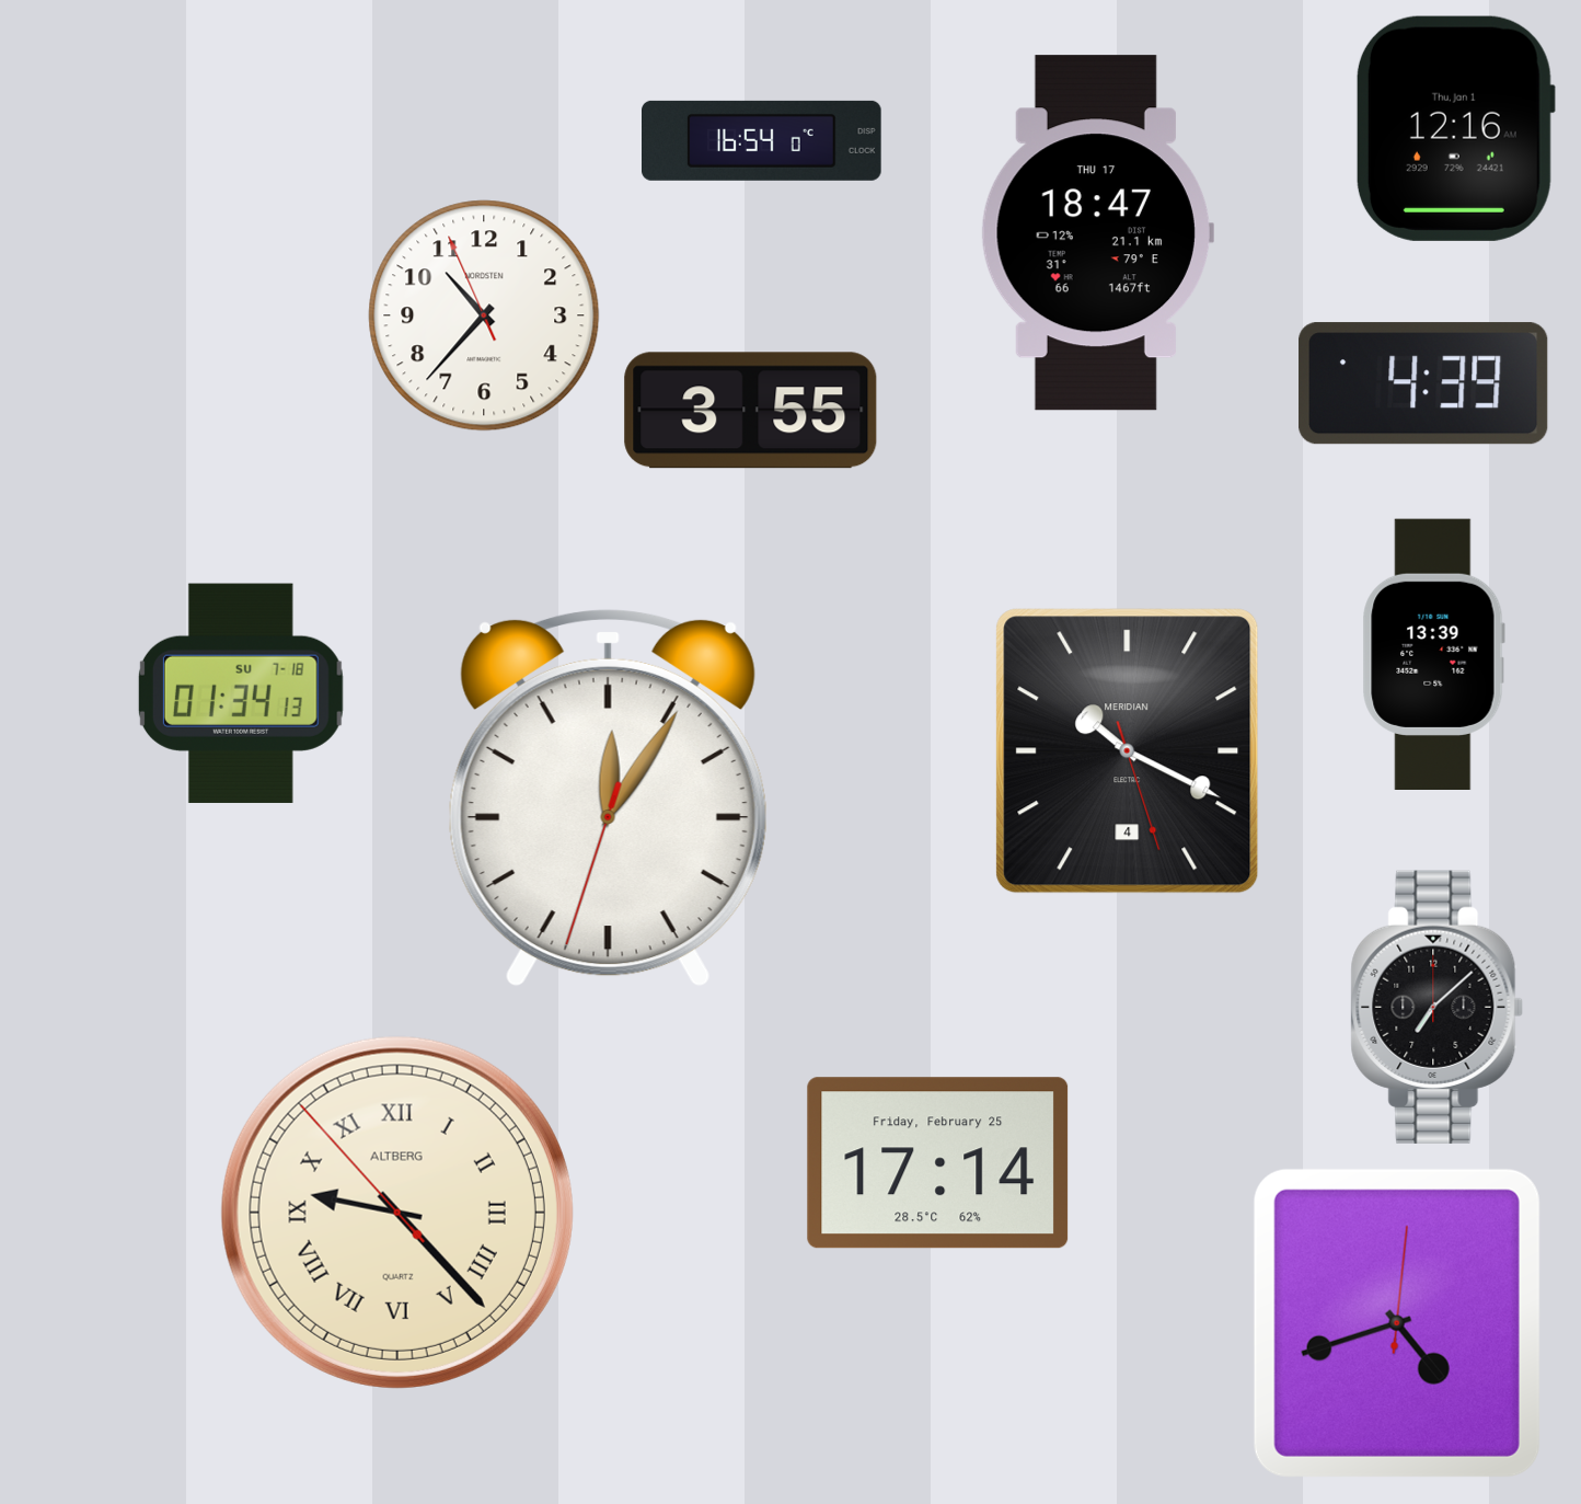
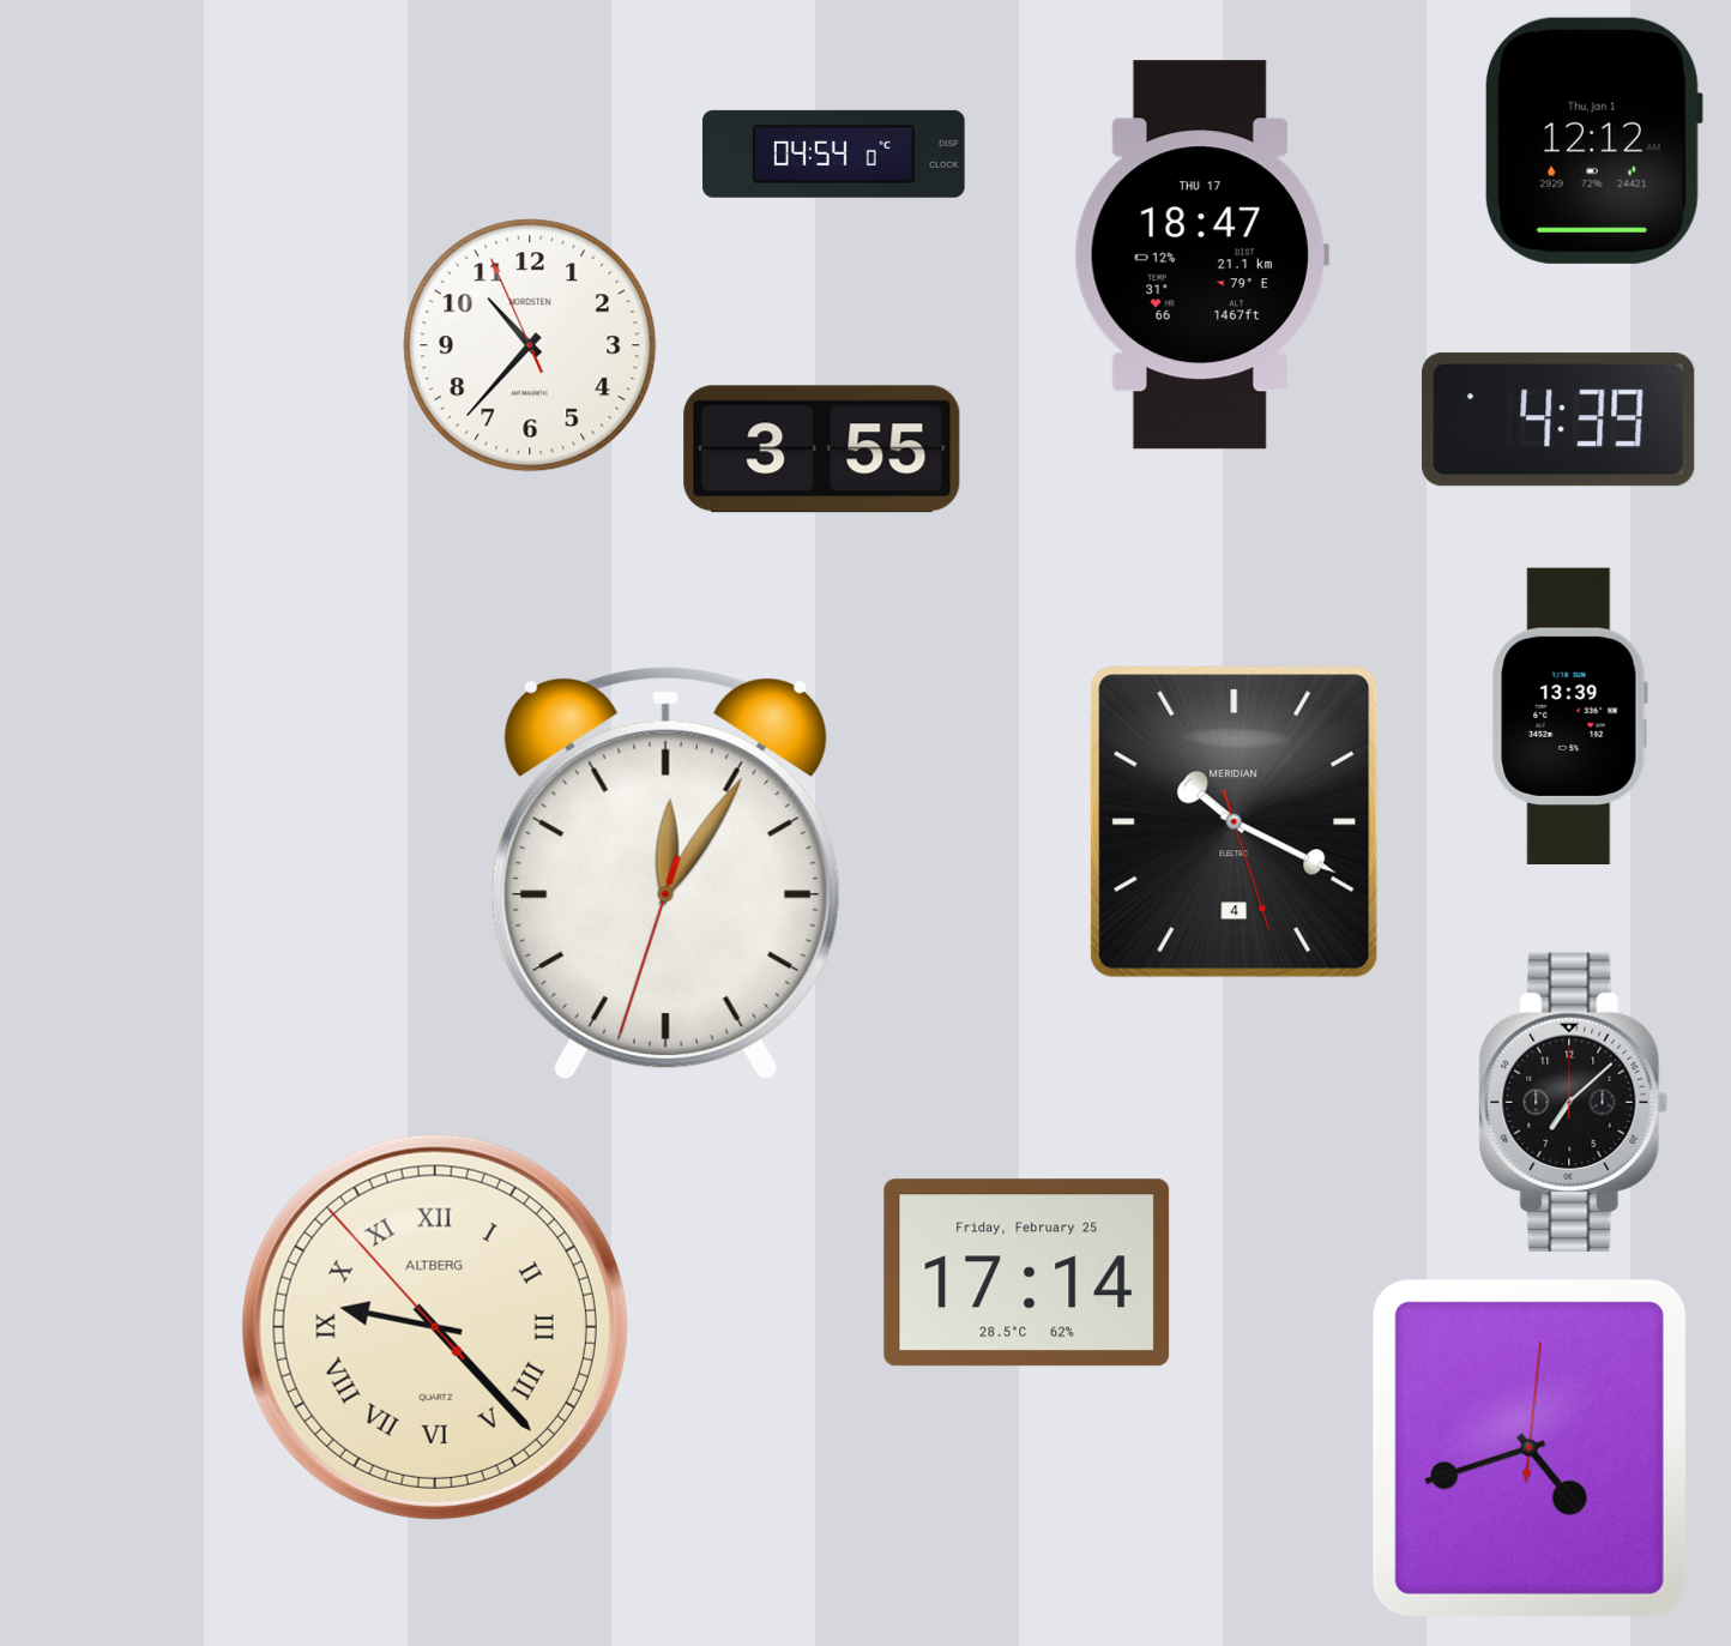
clock at (1455, 128): 12:16 -> 12:12
clock at (762, 140): 16:54 -> 04:54
clock at (241, 693): 01:34 -> none
